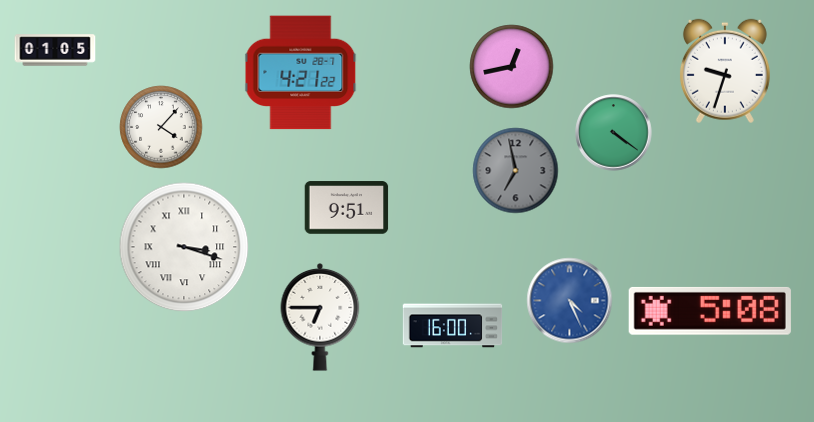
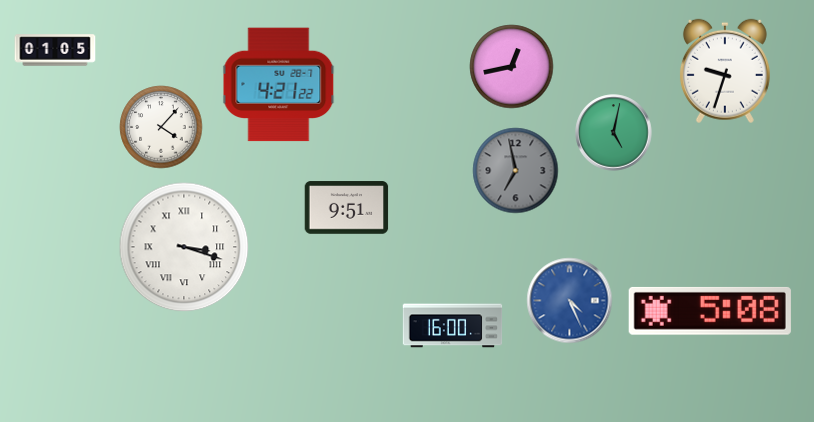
clock at (301, 73) position: (301, 73) -> (279, 85)
clock at (614, 133): 4:21 -> 5:02
clock at (320, 318): 6:45 -> none
